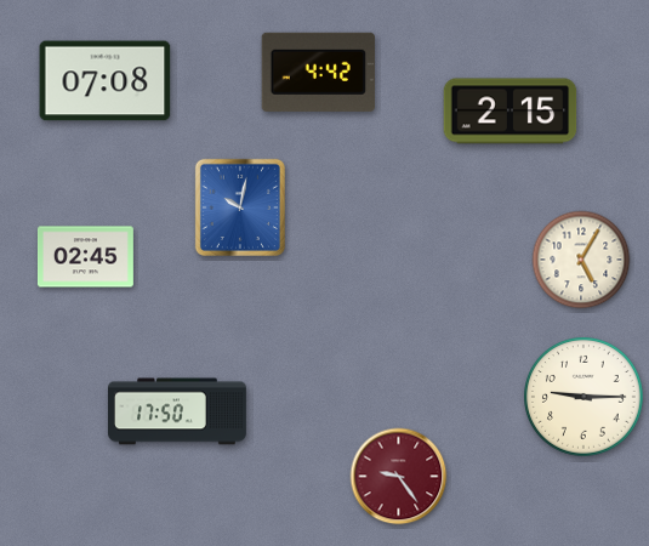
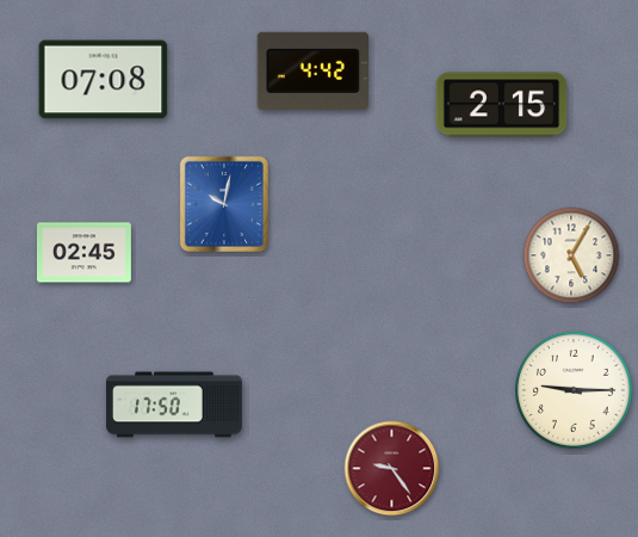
clock at (511, 112) position: (511, 112) -> (502, 105)
clock at (240, 207) position: (240, 207) -> (224, 204)
